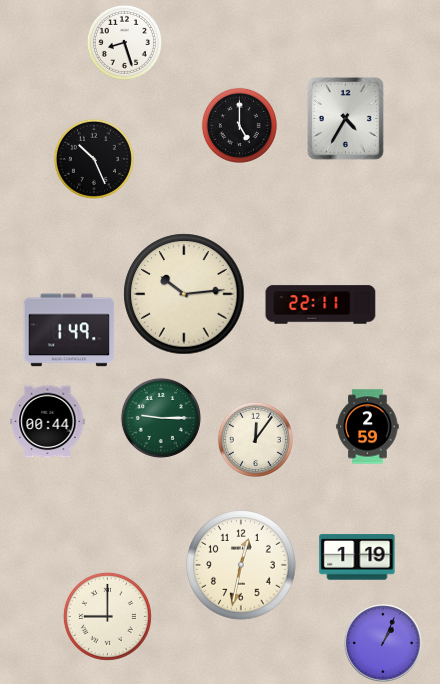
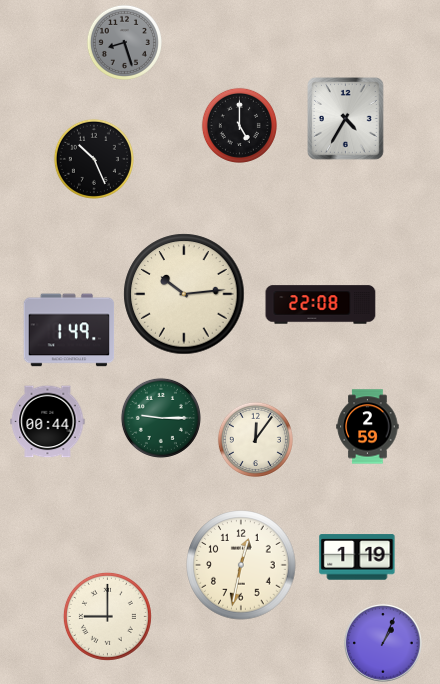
clock at (124, 42) dial: white -> grey
clock at (321, 305): 22:11 -> 22:08
